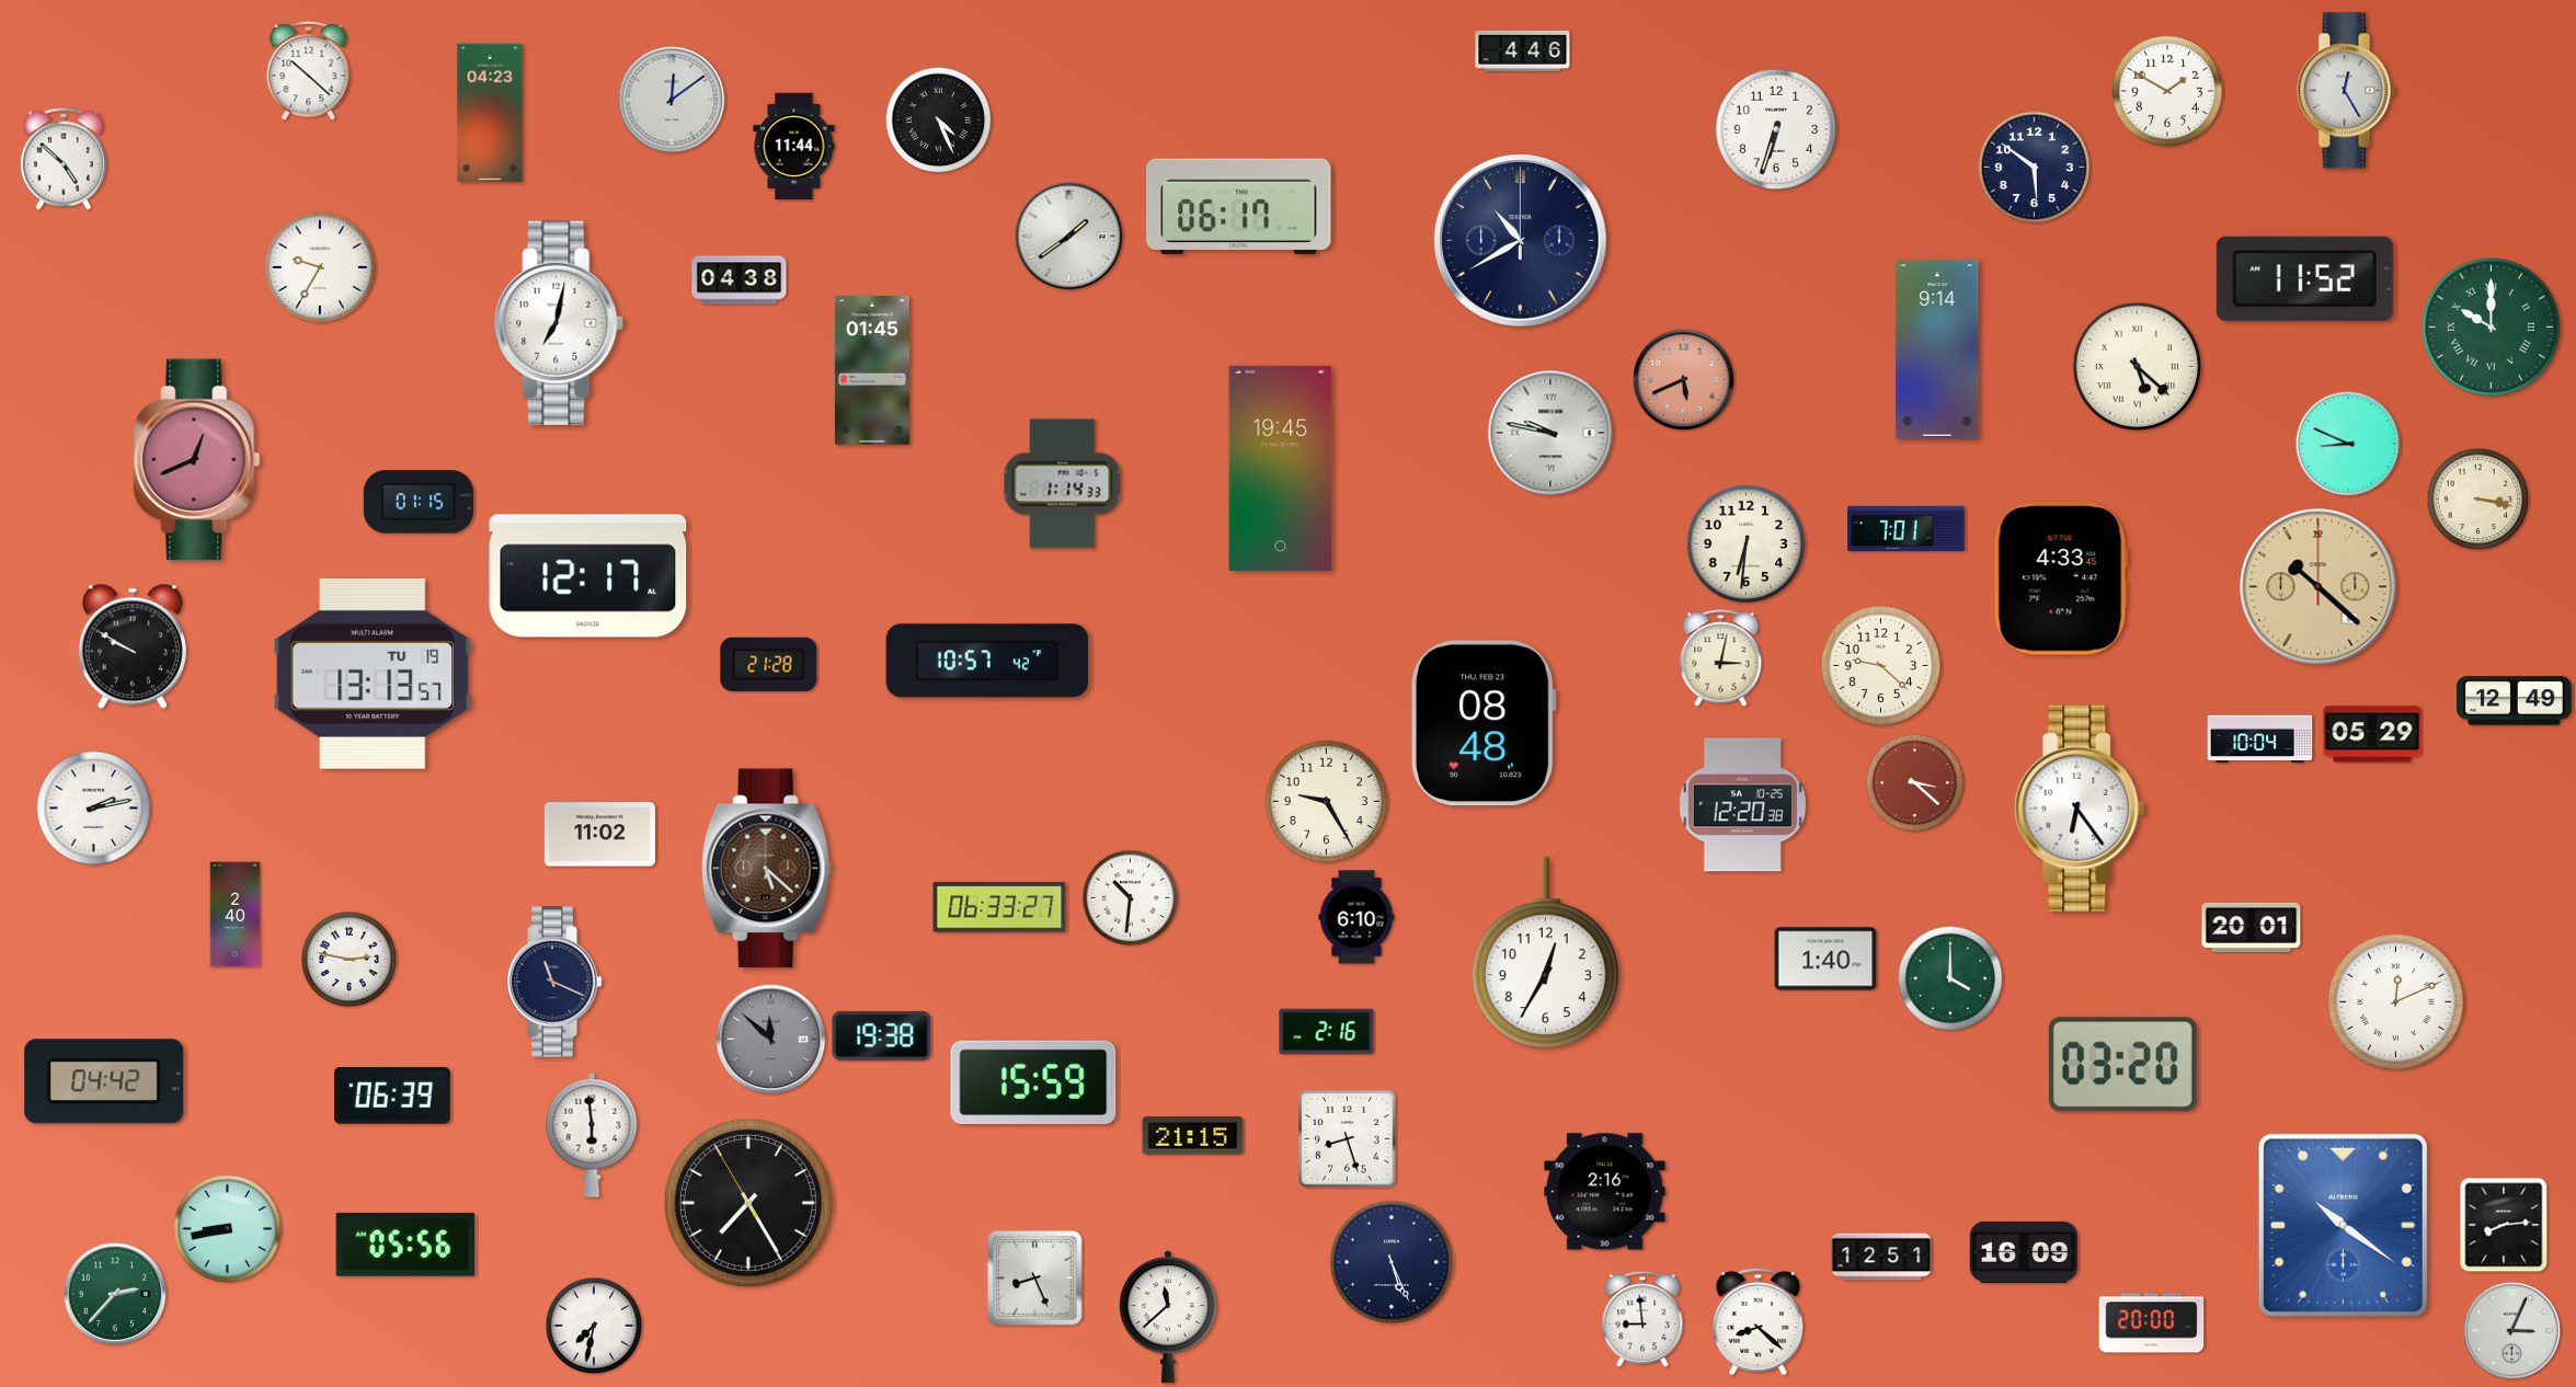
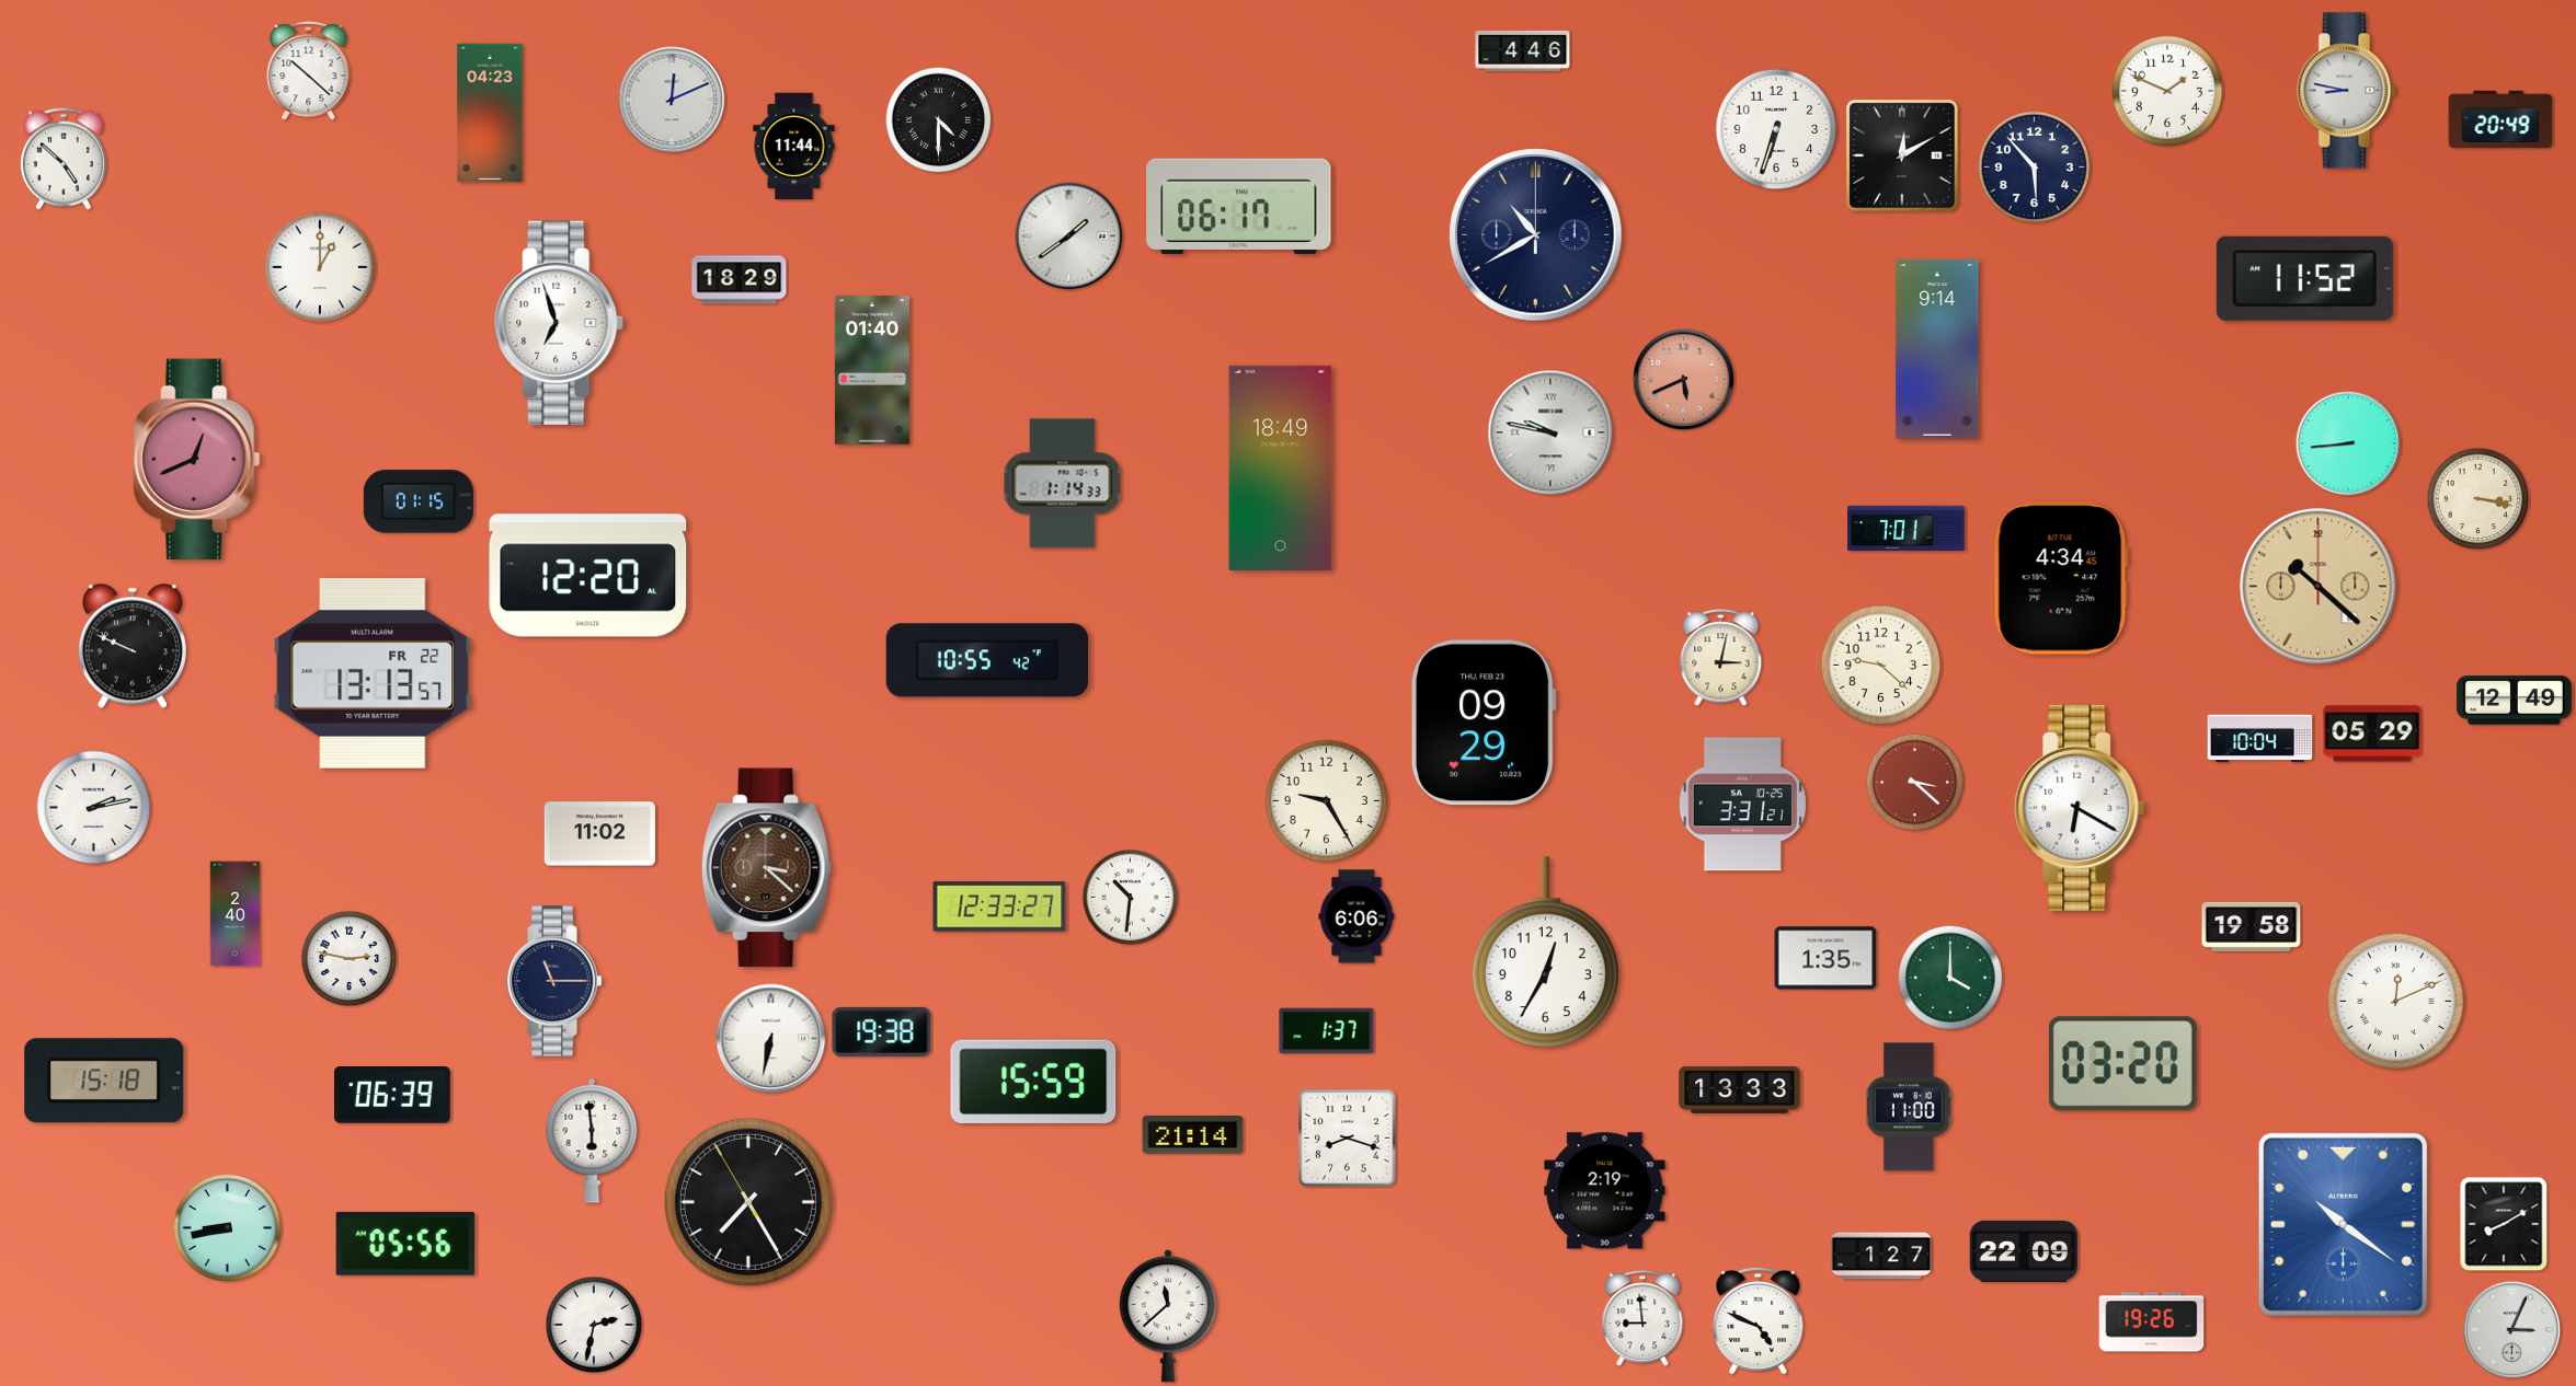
clock at (2167, 91): 1:50 -> 1:49
clock at (2347, 91): 12:25 -> 8:47
clock at (672, 100): 12:09 -> 12:11
clock at (2500, 119): none -> 20:49
clock at (939, 121): 4:26 -> 4:30
clock at (1903, 157): none -> 12:10
clock at (2035, 168): 5:51 -> 5:53
clock at (1521, 241) position: (1521, 241) -> (1536, 235)
clock at (320, 267): 9:35 -> 1:00
clock at (740, 280): 04:38 -> 18:29
clock at (560, 323): 7:02 -> 6:57
clock at (2491, 326): 10:00 -> none
clock at (2137, 366): 5:22 -> none
clock at (872, 370): 01:45 -> 01:40
clock at (2348, 444): 8:49 -> 8:44
clock at (1281, 468): 19:45 -> 18:49
clock at (1747, 545): 6:31 -> none
clock at (588, 576): 12:17 -> 12:20
clock at (2061, 578): 4:33 -> 4:34
clock at (133, 646): 9:50 -> 9:49
clock at (986, 661): 10:57 -> 10:55
clock at (769, 664): 21:28 -> none
clock at (373, 675) date: TU 19 -> FR 22
clock at (1484, 723): 08:48 -> 09:29
clock at (1742, 805): 12:20 -> 3:31
clock at (2080, 809): 6:24 -> 6:20
clock at (766, 869): 5:22 -> 3:22
clock at (999, 907): 06:33 -> 12:33
clock at (1356, 917): 6:10 -> 6:06
clock at (2252, 927): 20:01 -> 19:58
clock at (1825, 959): 1:40 -> 1:35
clock at (554, 982): 11:19 -> 11:15
clock at (1327, 1032): 2:16 -> 1:37
clock at (882, 1035) position: (882, 1035) -> (882, 1031)
clock at (771, 1040): 11:52 -> 6:32
clock at (771, 1040) dial: grey -> white
clock at (104, 1081): 04:42 -> 15:18
clock at (1740, 1089): none -> 13:33
clock at (1910, 1107): none -> 11:00
clock at (592, 1135) position: (592, 1135) -> (592, 1141)
clock at (1193, 1136): 21:15 -> 21:14
clock at (1348, 1139): 8:27 -> 8:18
clock at (1605, 1192): 2:16 -> 2:19
clock at (2504, 1225): 8:14 -> 8:10
clock at (2024, 1252): 16:09 -> 22:09
clock at (1881, 1257): 12:51 -> 1:27
clock at (1392, 1262): 5:26 -> none
clock at (1035, 1279): 8:26 -> none
clock at (115, 1294): 2:37 -> none
clock at (1759, 1321): 8:22 -> 4:49
clock at (2152, 1323): 20:00 -> 19:26
clock at (594, 1326): 7:32 -> 2:32
